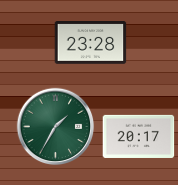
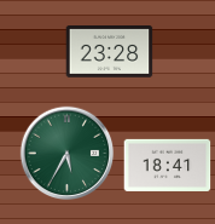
clock at (56, 127): 1:35 -> 5:35
clock at (139, 136): 20:17 -> 18:41
